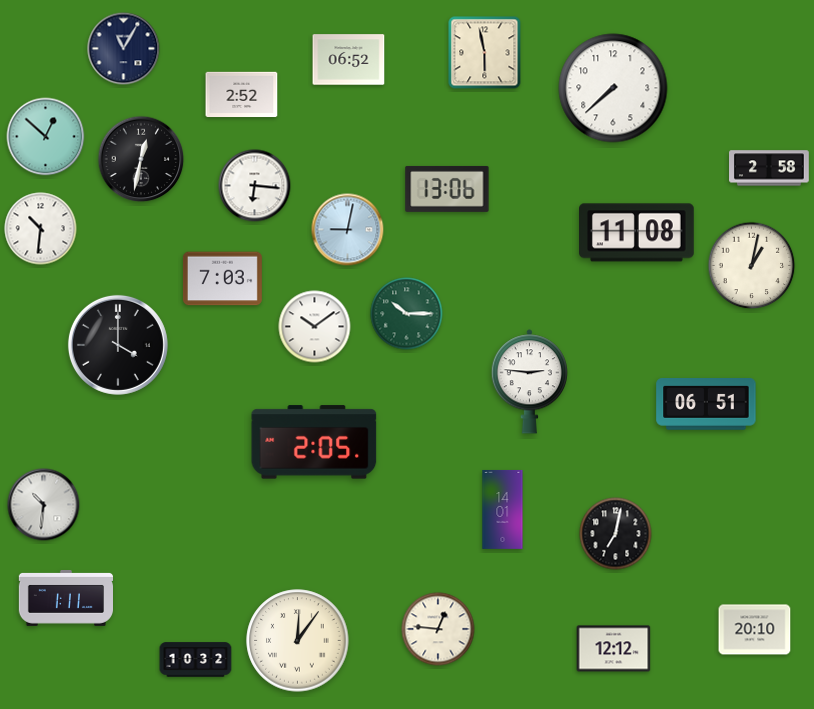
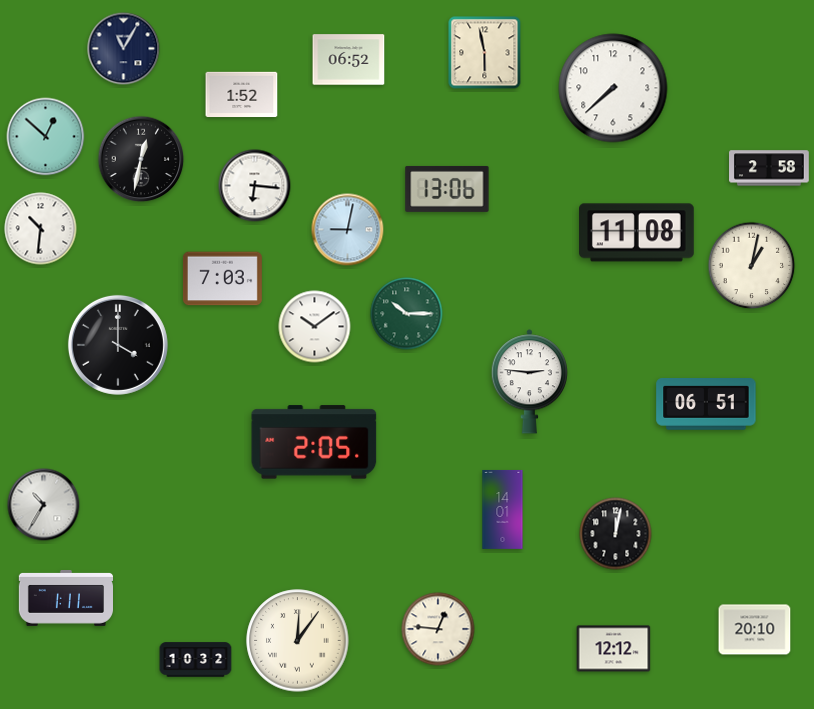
clock at (242, 95): 2:52 -> 1:52
clock at (44, 505): 10:31 -> 10:35
clock at (616, 534): 7:02 -> 12:02
